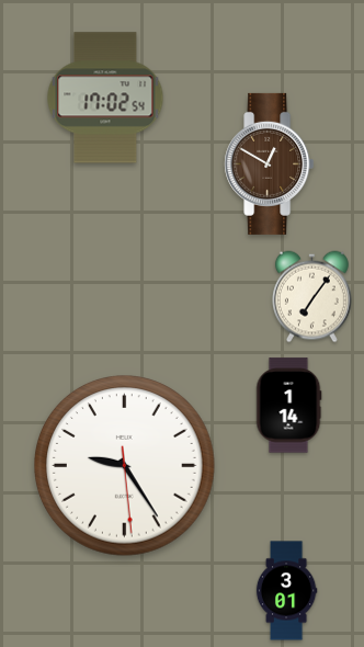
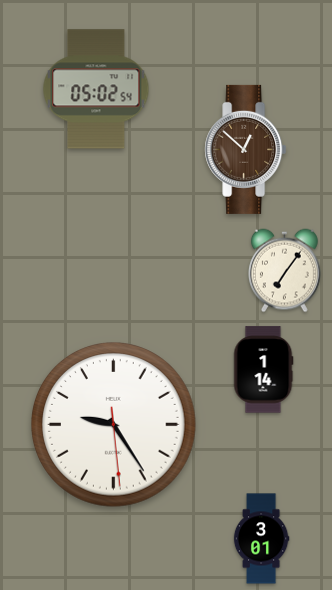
clock at (105, 98): 17:02 -> 05:02
clock at (270, 163): 12:50 -> 12:52
